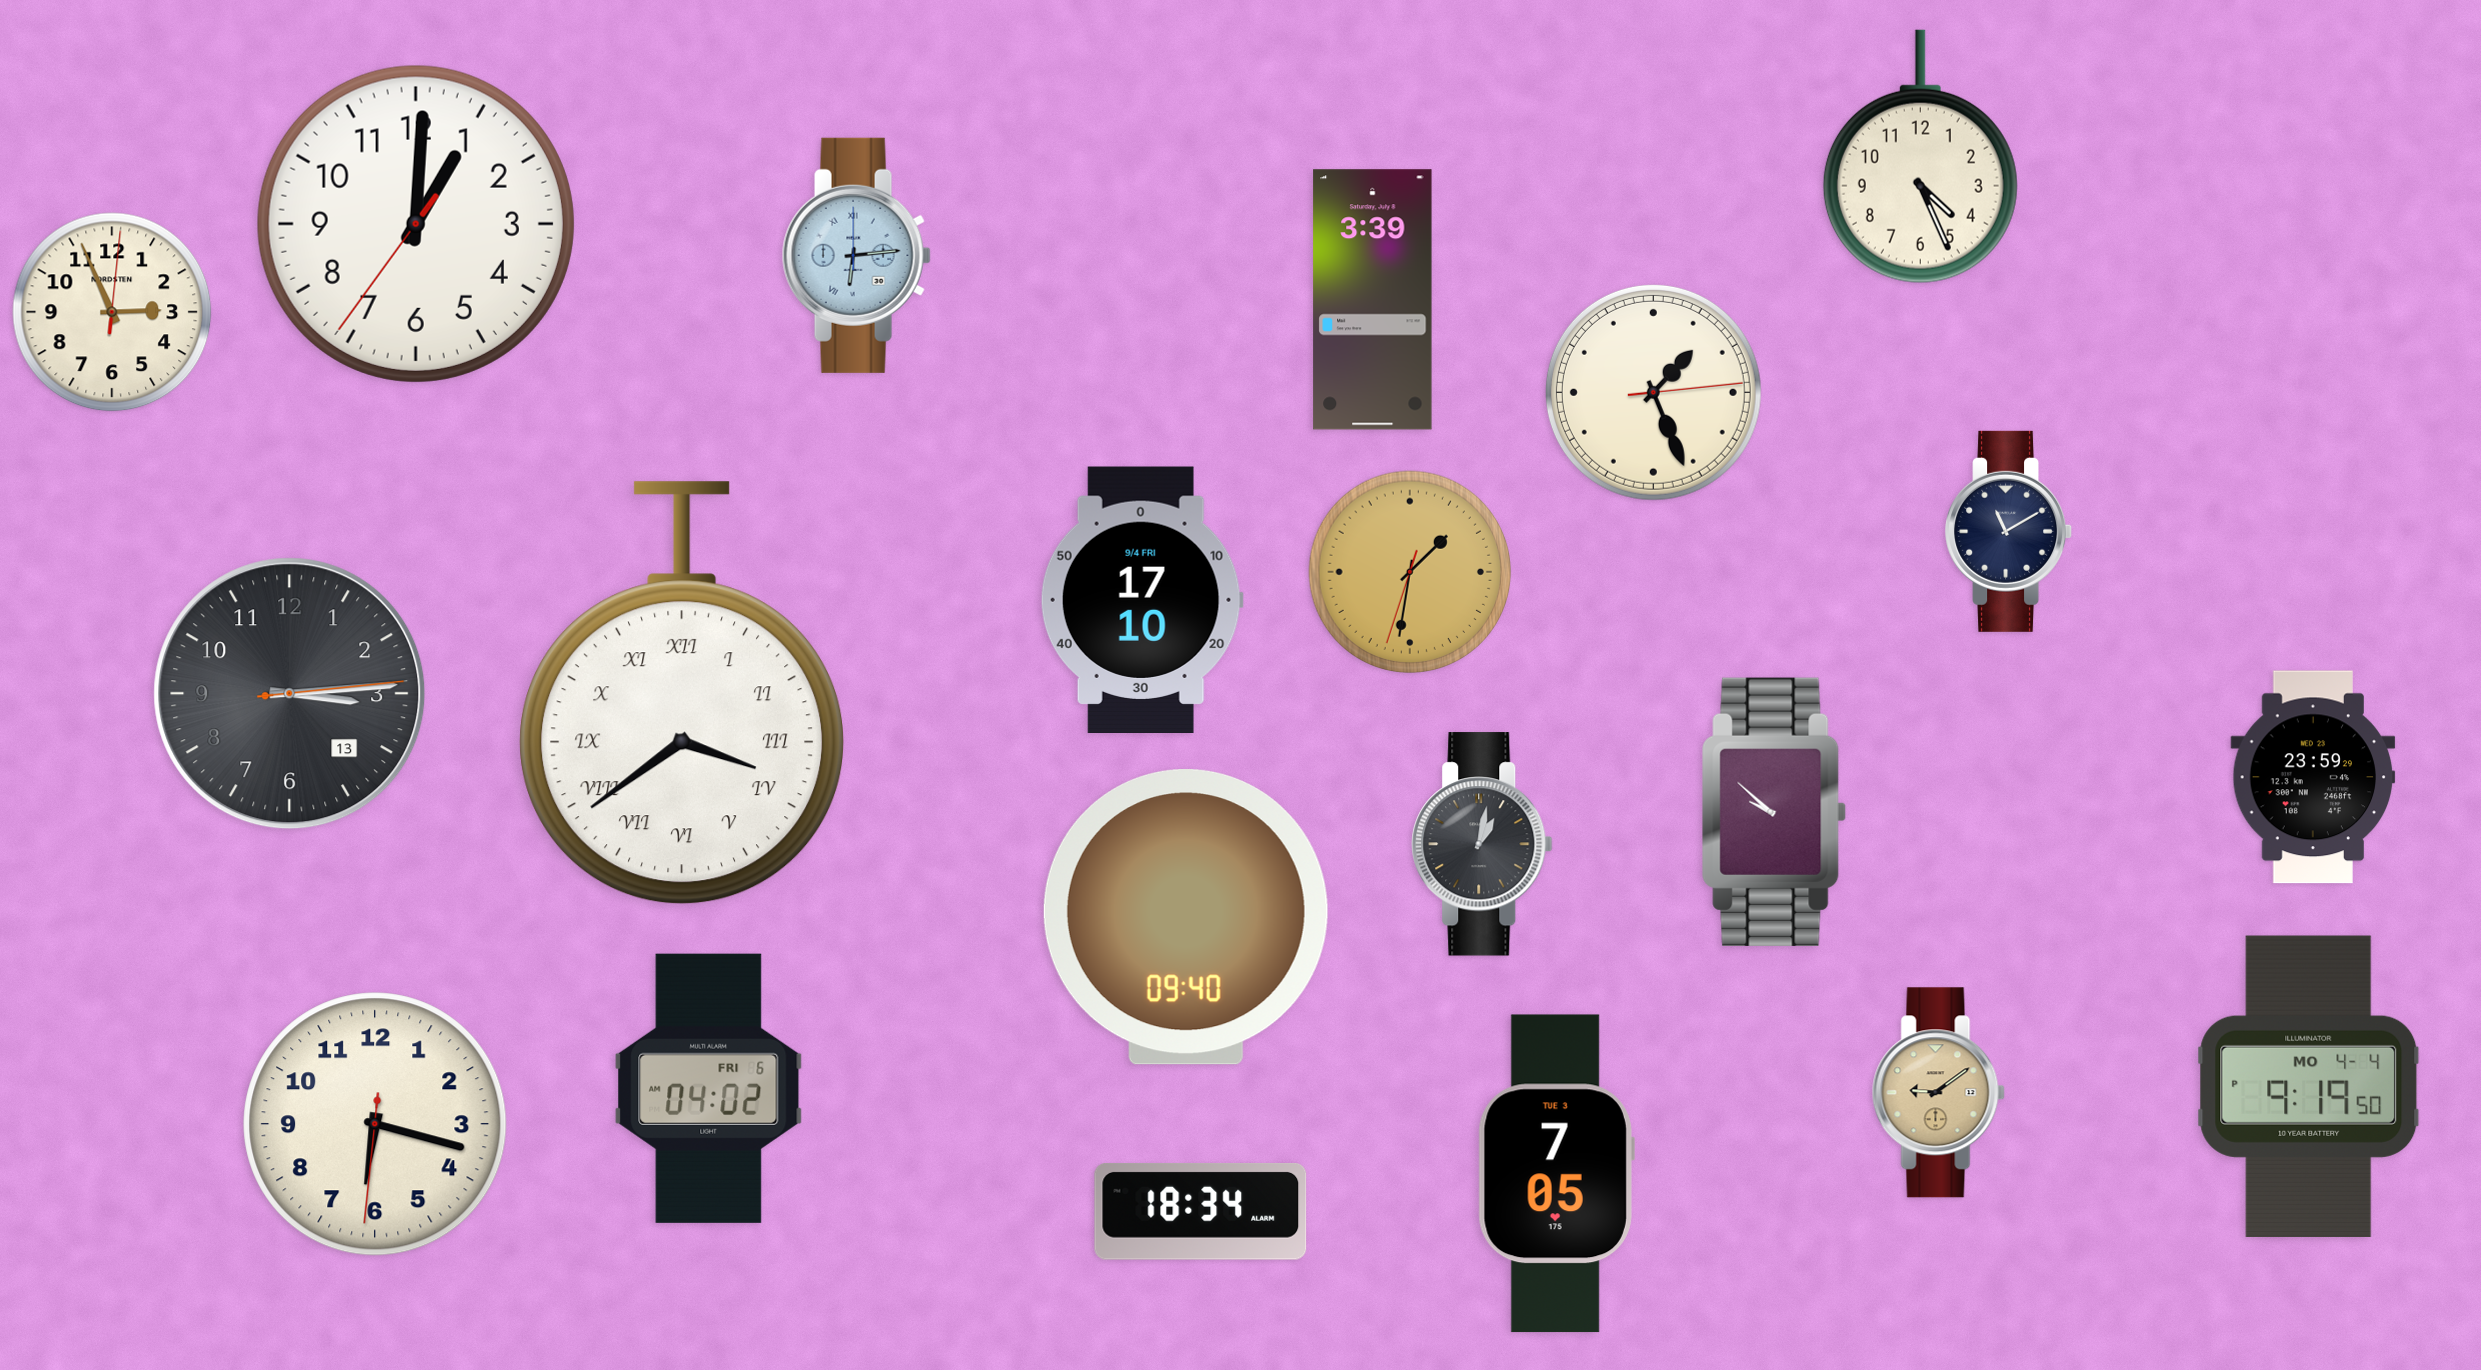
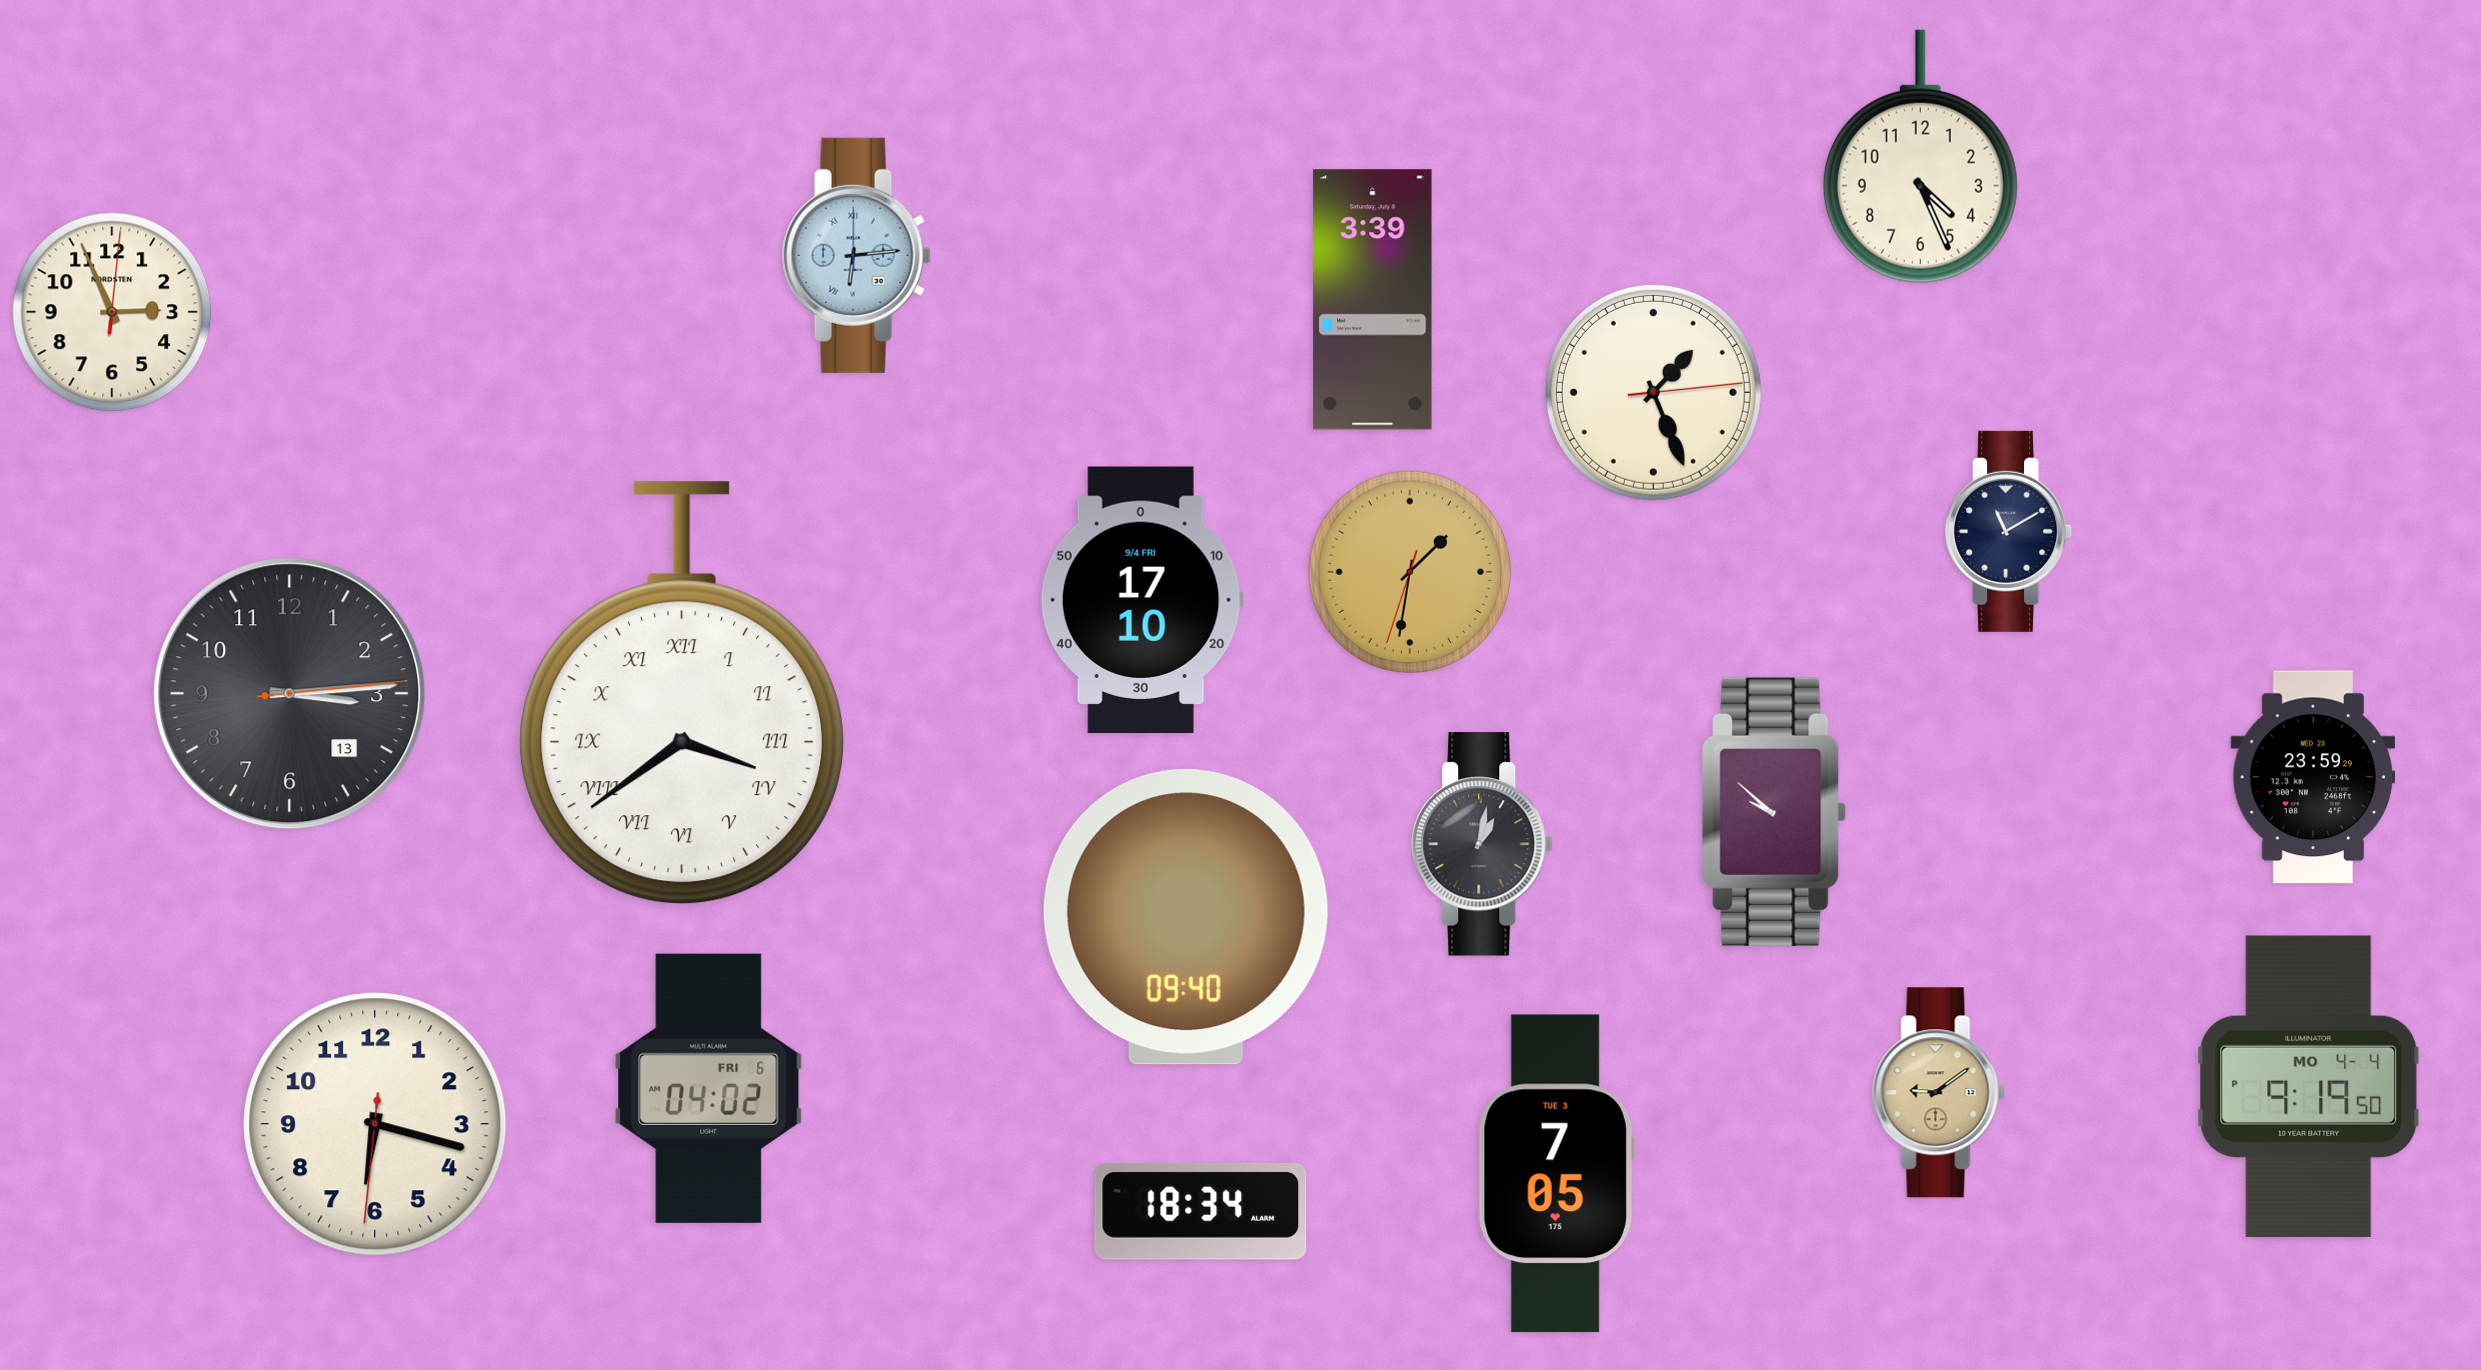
clock at (416, 224): 1:00 -> none
